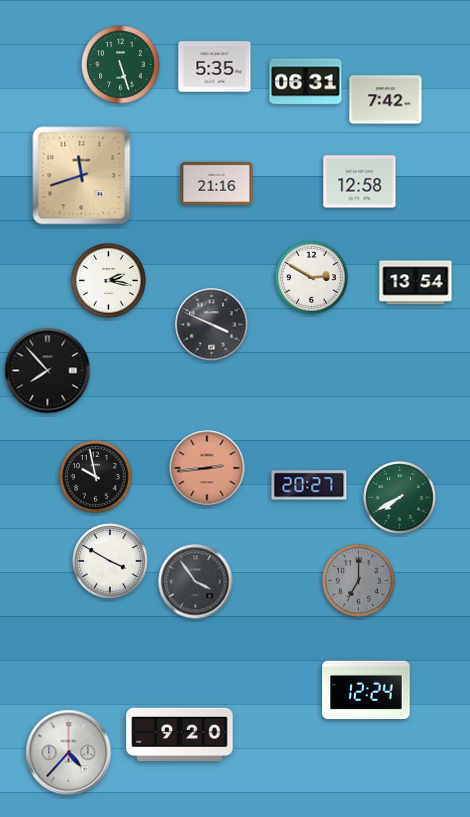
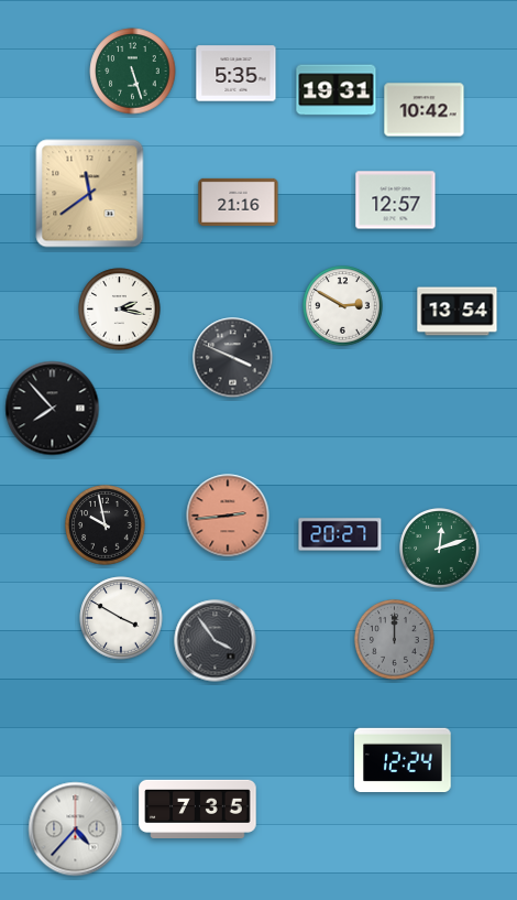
clock at (306, 82): 06:31 -> 19:31
clock at (386, 100): 7:42 -> 10:42
clock at (82, 176): 11:42 -> 11:39
clock at (360, 182): 12:58 -> 12:57
clock at (400, 498): 7:40 -> 12:12
clock at (359, 581): 7:00 -> 12:00
clock at (180, 734): 9:20 -> 7:35
